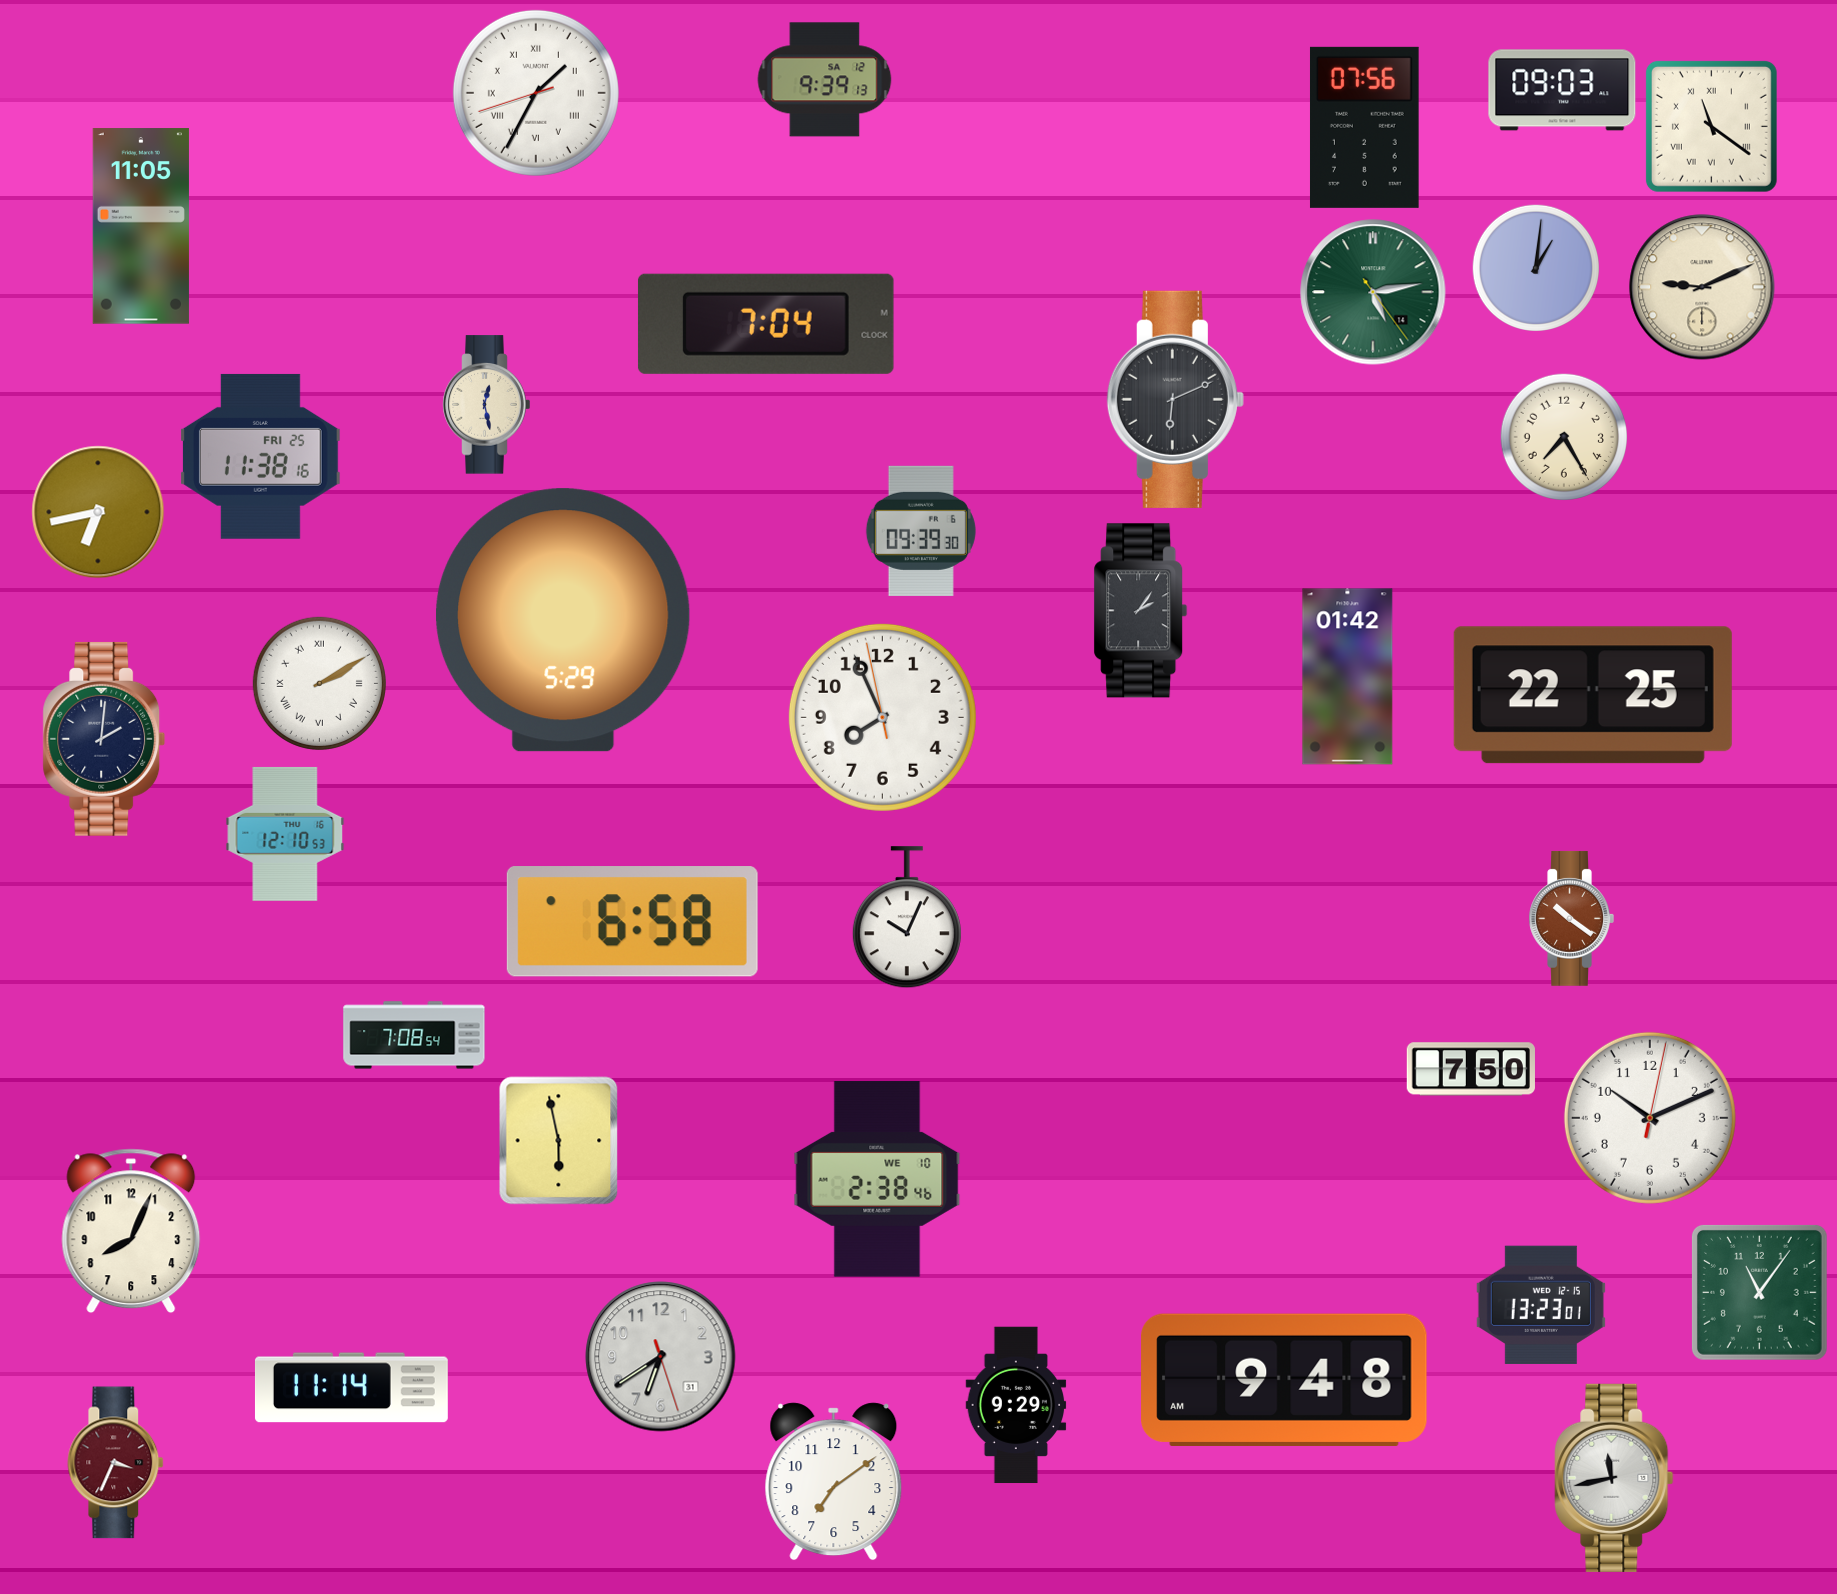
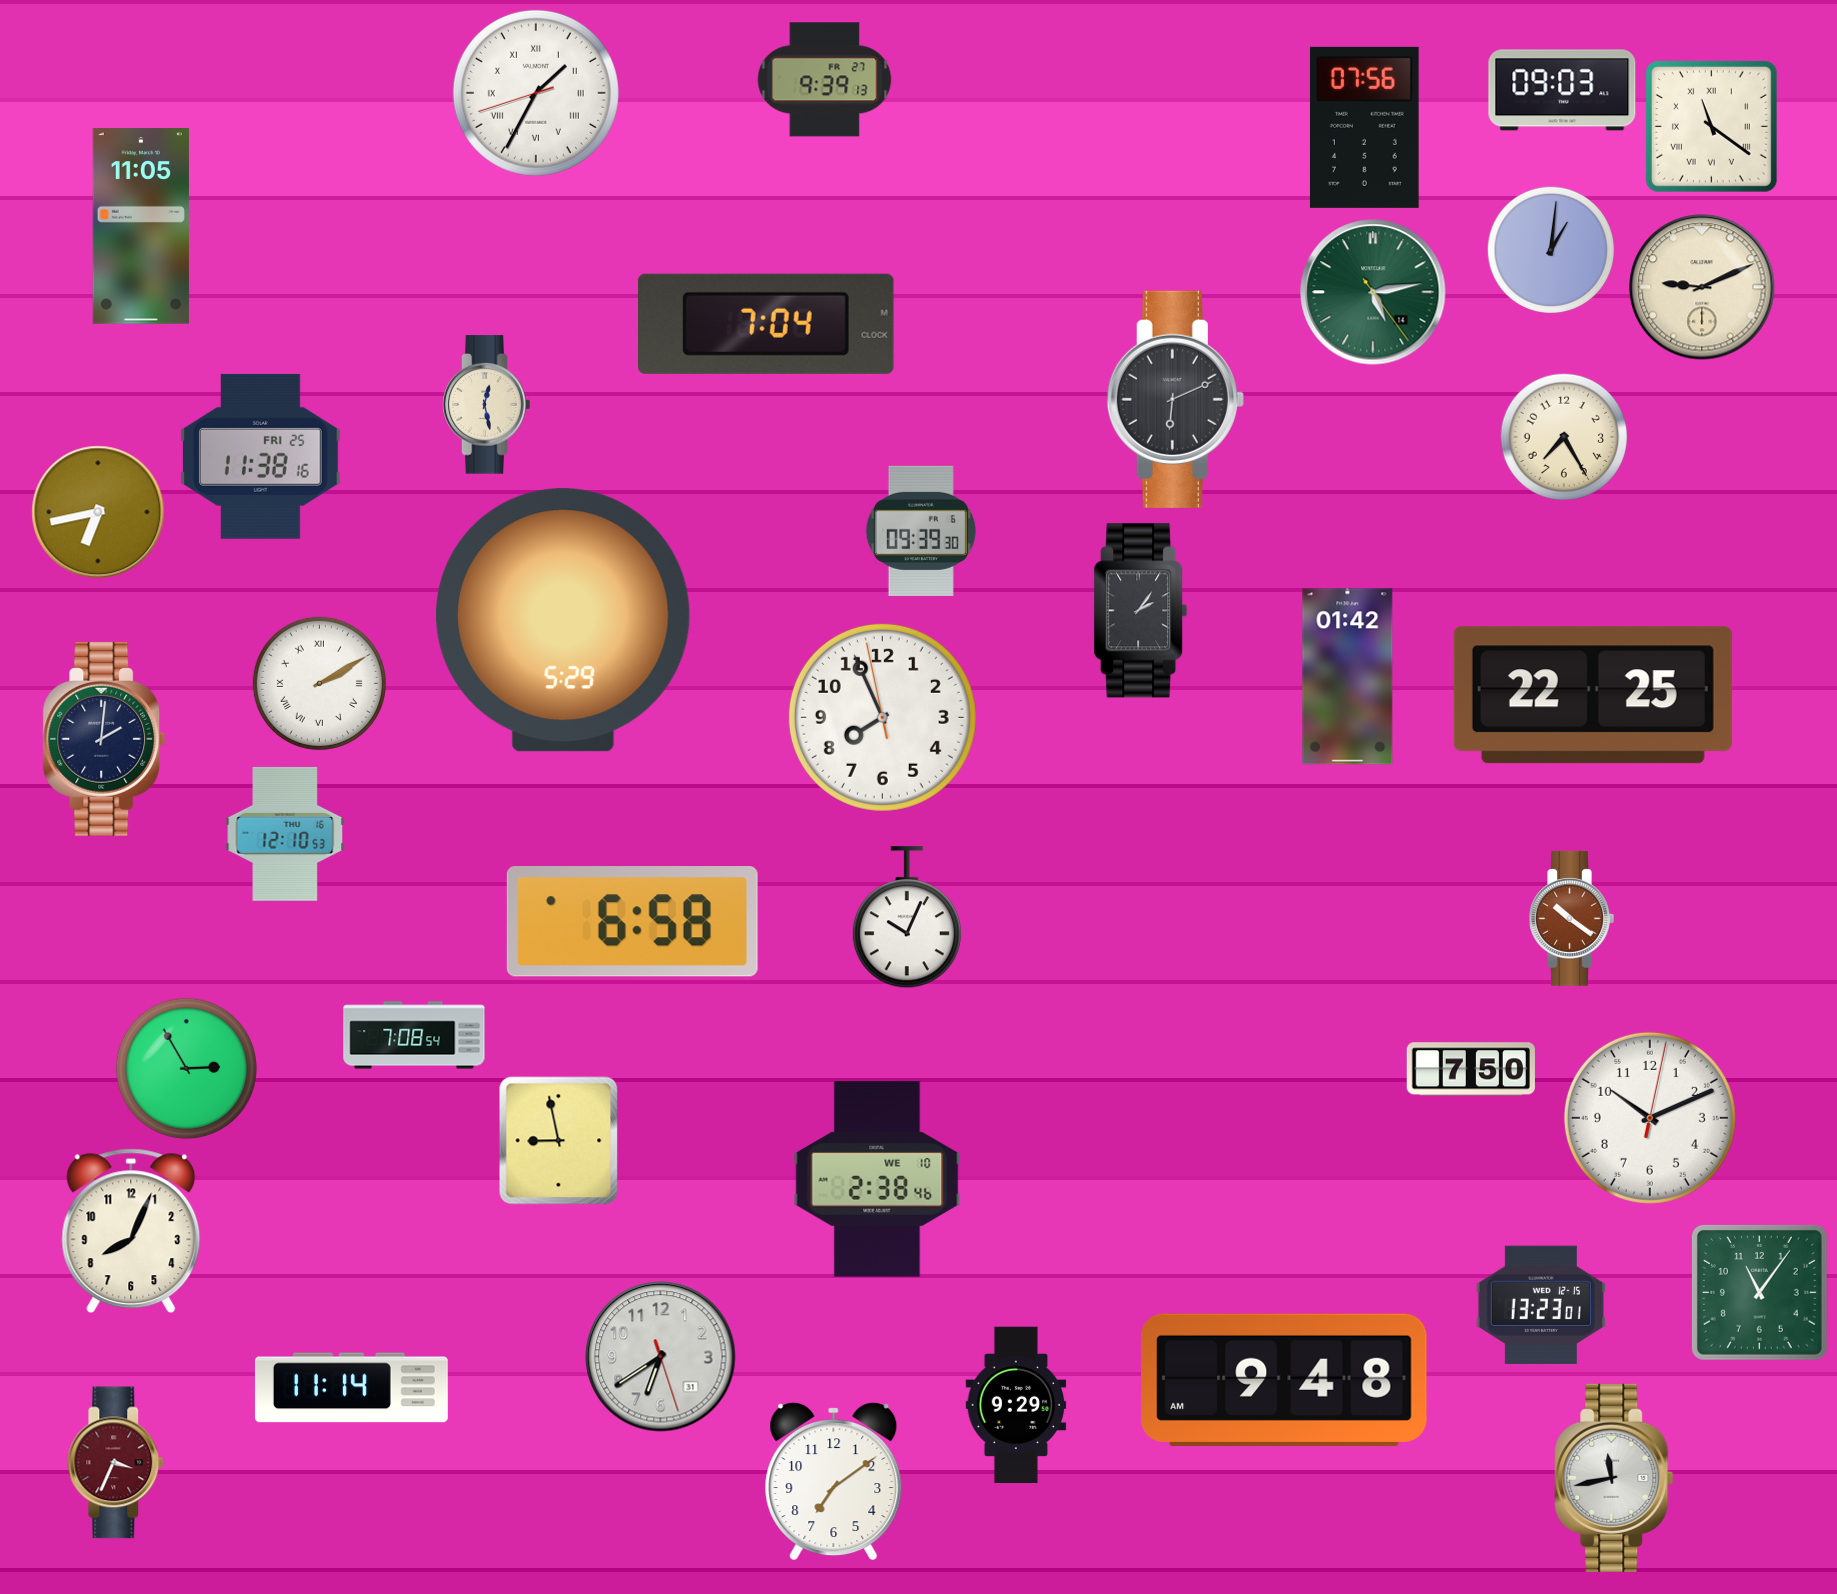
clock at (825, 80) date: SA 12 -> FR 27
clock at (1536, 268) position: (1536, 268) -> (1551, 250)
clock at (186, 1068): none -> 2:55
clock at (559, 1141): 5:58 -> 8:58
